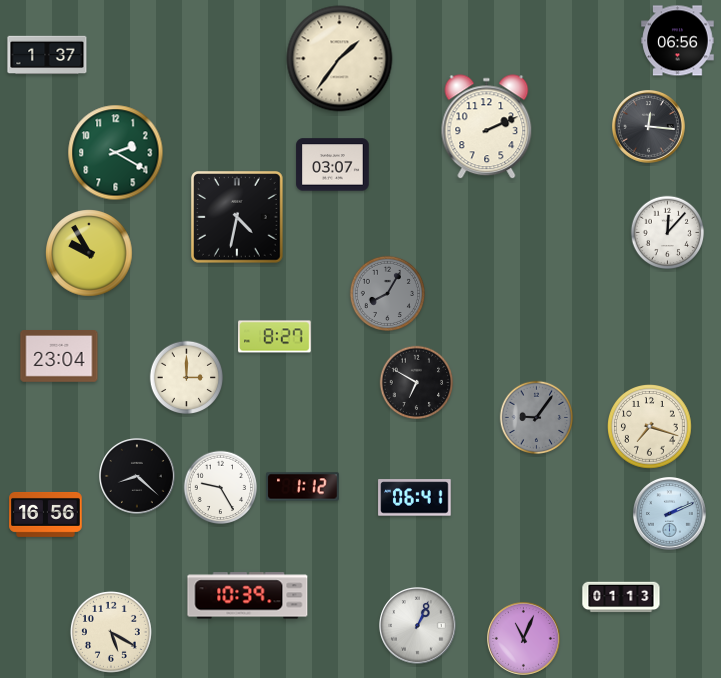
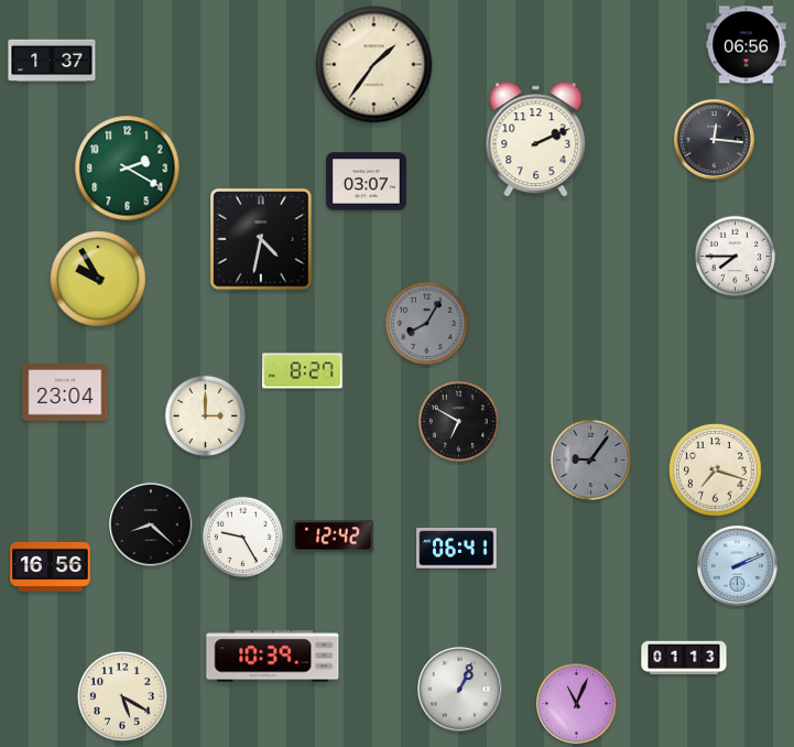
clock at (668, 233): 12:07 -> 7:45
clock at (303, 487): 1:12 -> 12:42
